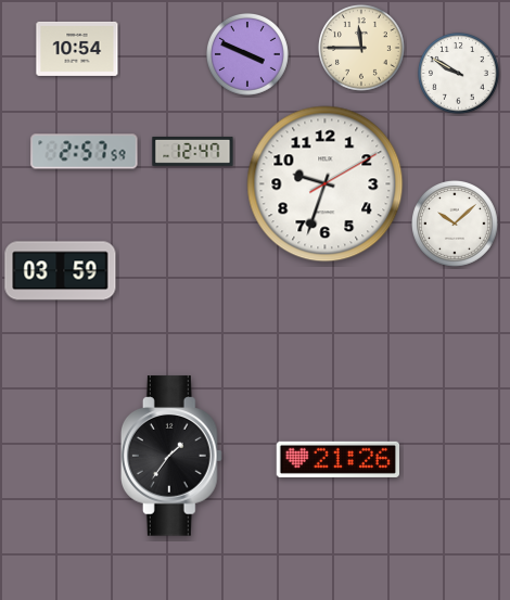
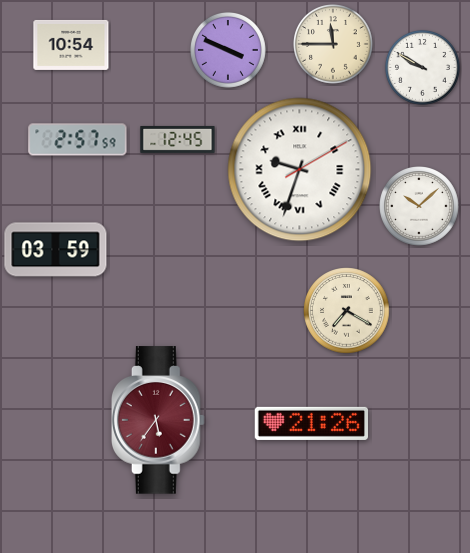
clock at (193, 151): 12:47 -> 12:45
clock at (326, 184) numerals: Arabic -> Roman
clock at (347, 311): none -> 7:20
clock at (171, 456): 1:36 -> 5:36
clock at (171, 456) dial: black -> burgundy
